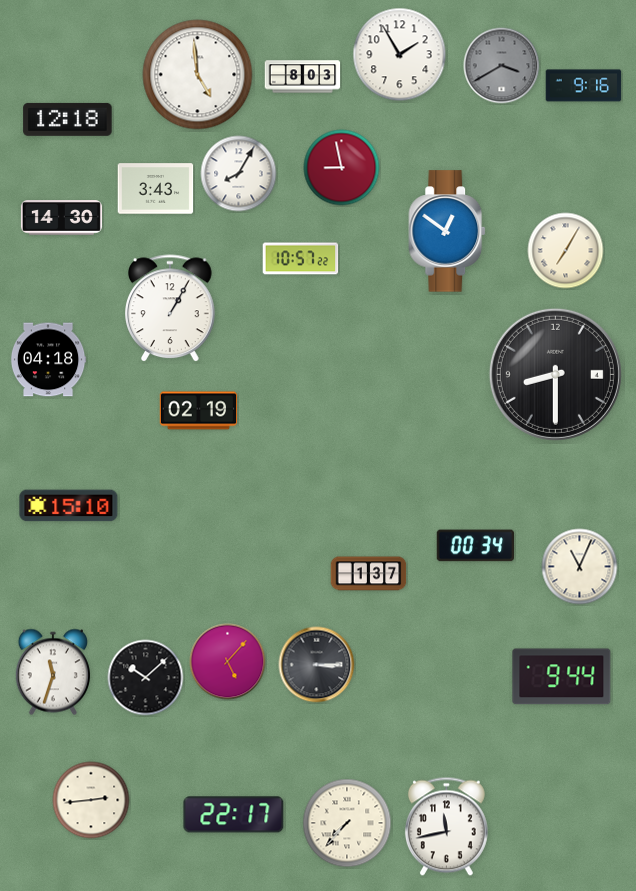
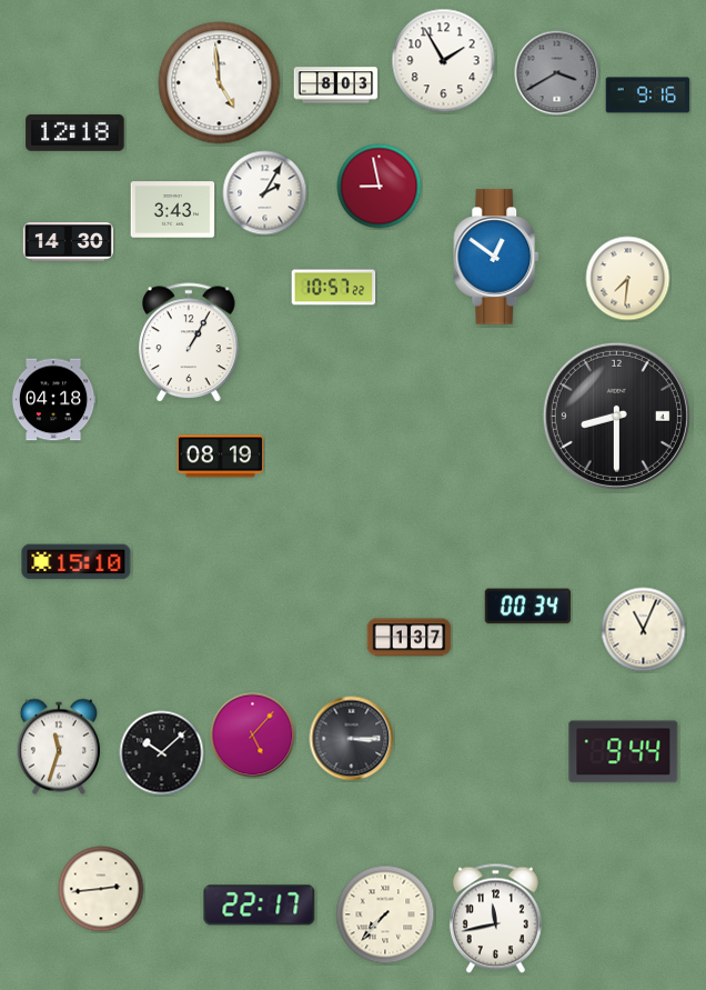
clock at (239, 174): 8:05 -> 2:05
clock at (566, 251): 7:05 -> 7:31
clock at (199, 411): 02:19 -> 08:19
